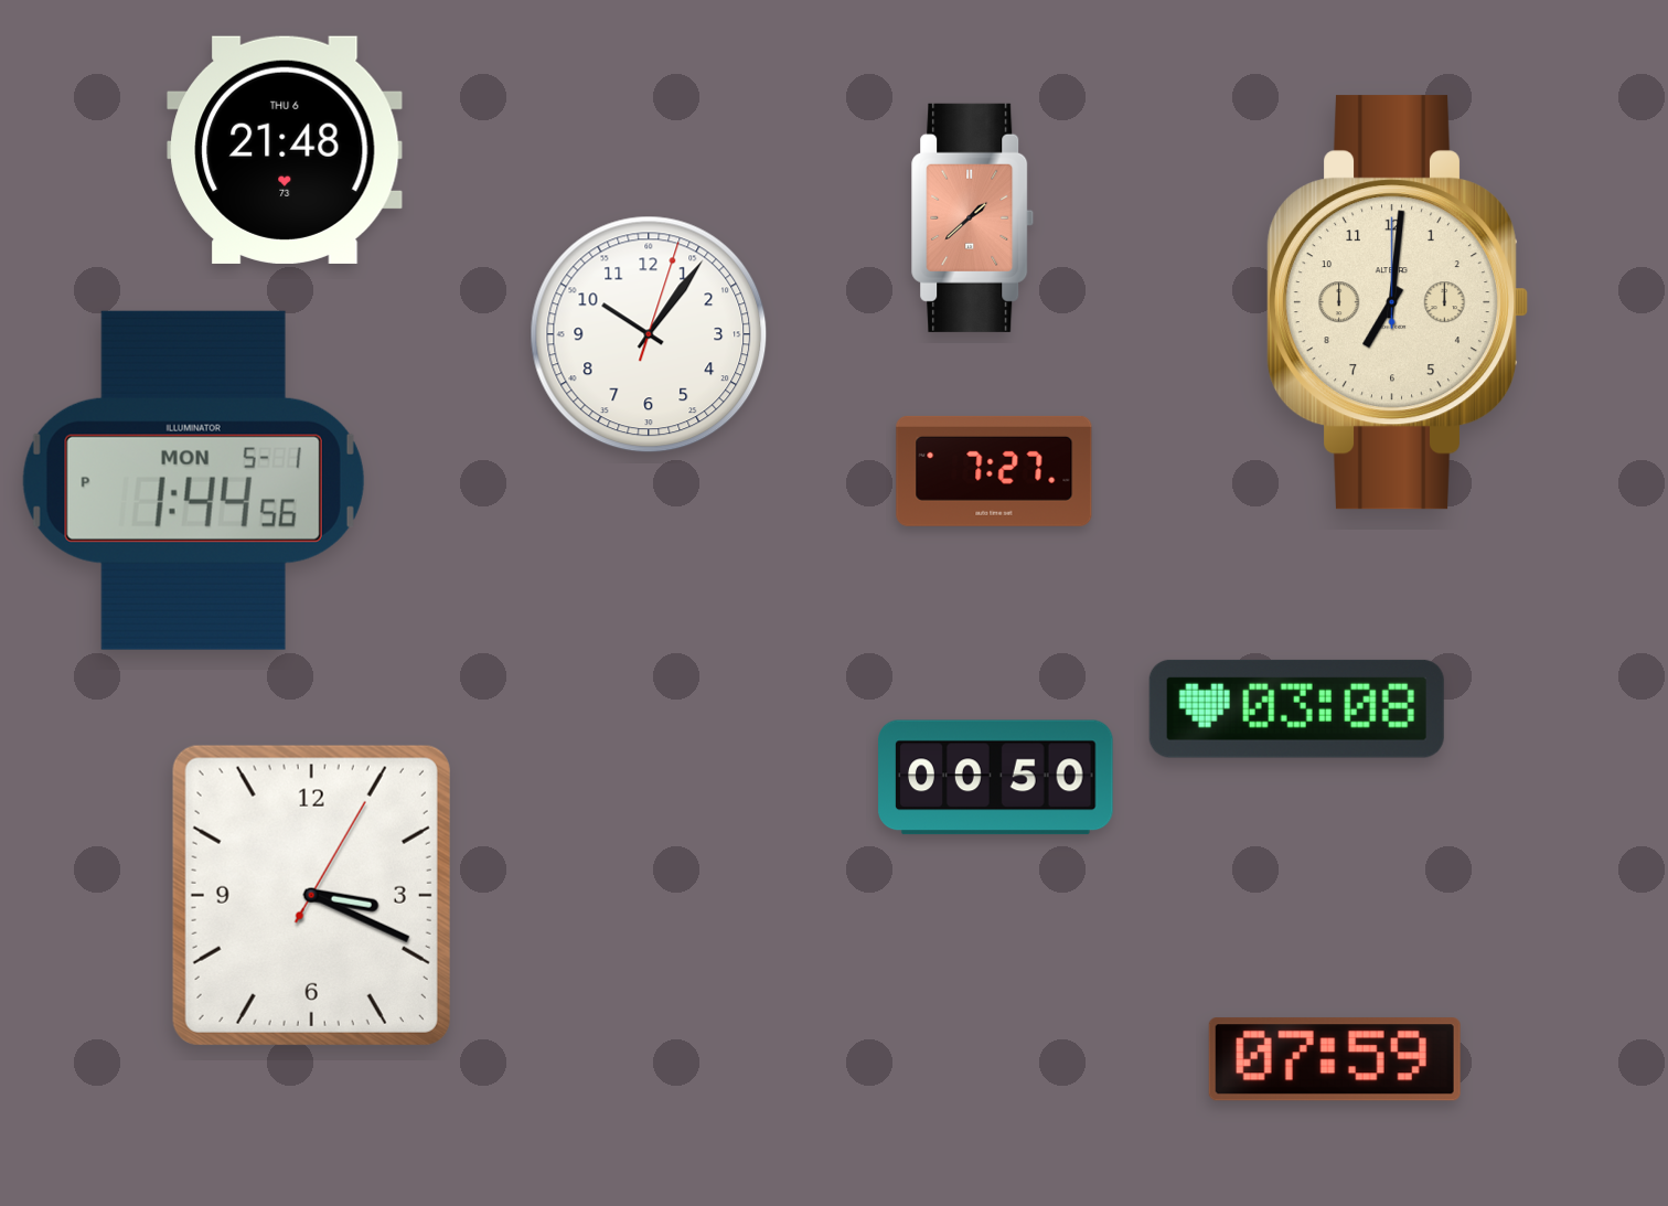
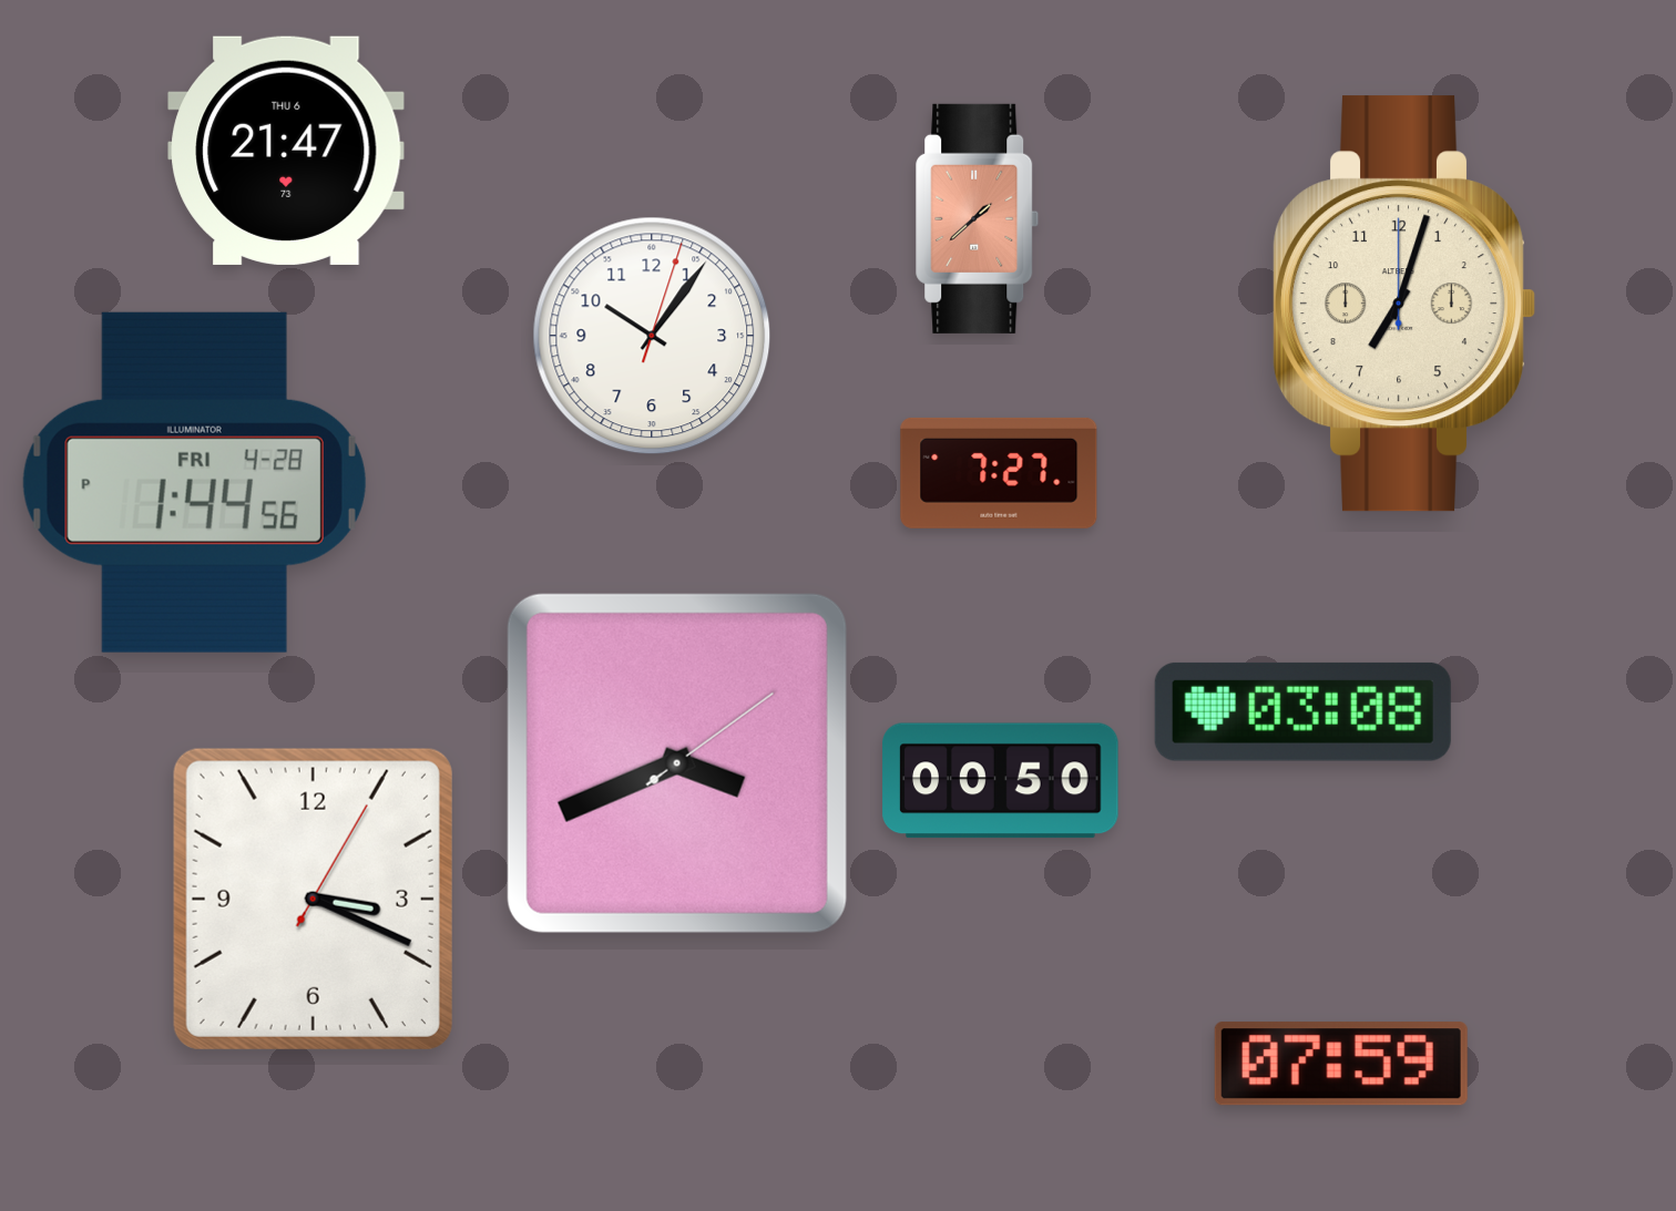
clock at (285, 150): 21:48 -> 21:47
clock at (1398, 302): 7:01 -> 7:03
clock at (193, 480) date: MON 5-1 -> FRI 4-28
clock at (677, 763): none -> 3:41
